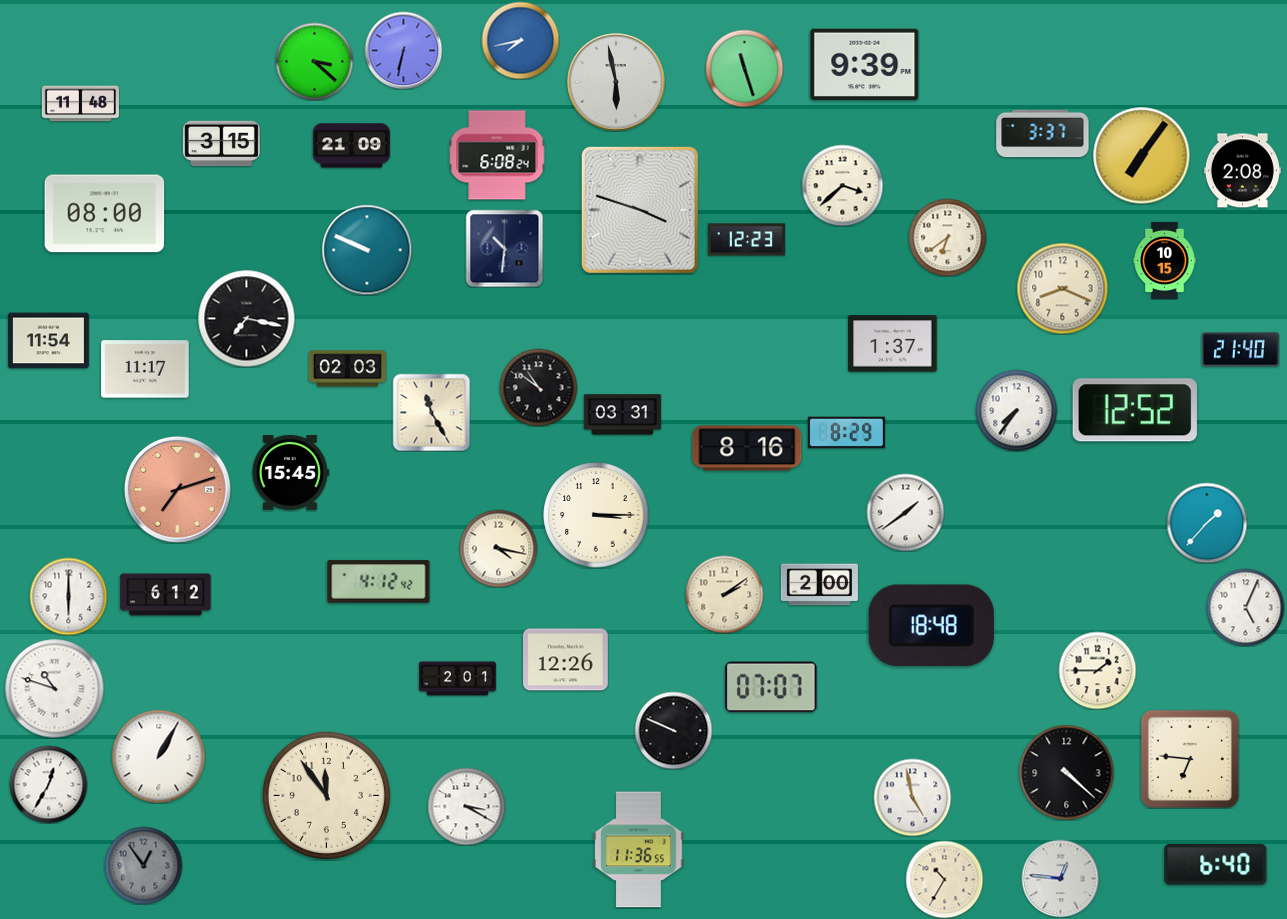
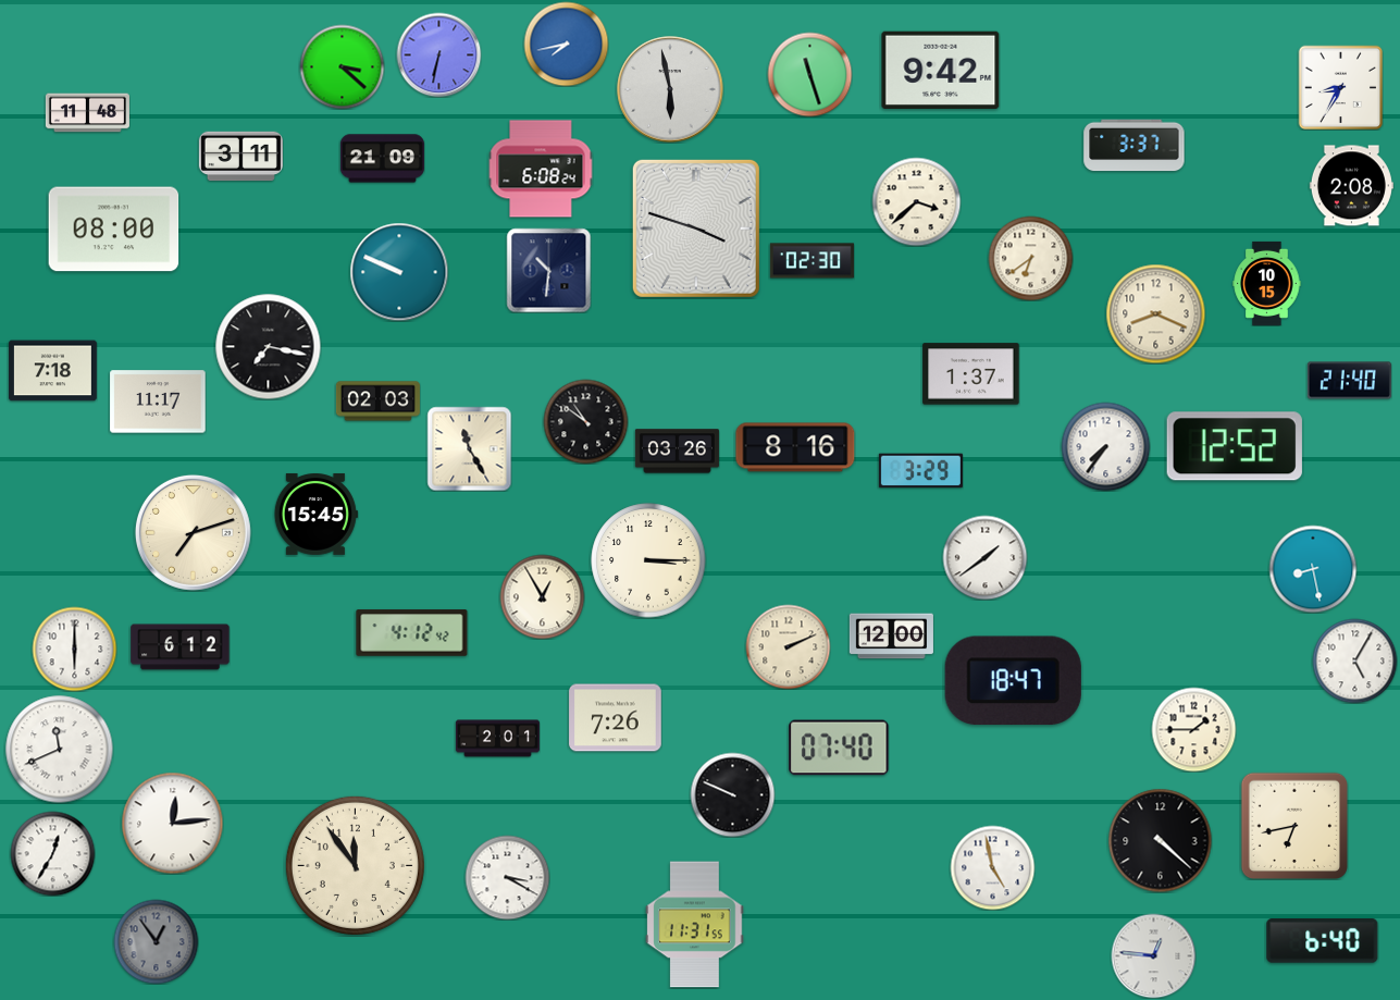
clock at (865, 64): 9:39 -> 9:42
clock at (1340, 87): none -> 8:35
clock at (221, 144): 3:15 -> 3:11
clock at (1141, 155): 7:06 -> none
clock at (105, 214) position: (105, 214) -> (114, 230)
clock at (746, 240): 12:23 -> 02:30
clock at (48, 341): 11:54 -> 7:18
clock at (622, 415): 03:31 -> 03:26
clock at (846, 433): 8:29 -> 3:29
clock at (747, 448) position: (747, 448) -> (795, 447)
clock at (177, 489) dial: salmon -> cream
clock at (1207, 523): 1:37 -> 8:28
clock at (498, 548): 4:17 -> 12:55
clock at (819, 585): 2:00 -> 12:00
clock at (724, 594): 2:09 -> 2:11
clock at (1245, 607): 5:04 -> 5:05
clock at (931, 625): 18:48 -> 18:47
clock at (566, 660): 12:26 -> 7:26
clock at (771, 687): 07:07 -> 07:40
clock at (55, 689): 10:48 -> 11:41
clock at (158, 756): 1:05 -> 12:14
clock at (1189, 758): 6:46 -> 6:43
clock at (639, 850): 11:36 -> 11:31
clock at (944, 879): 10:35 -> none
